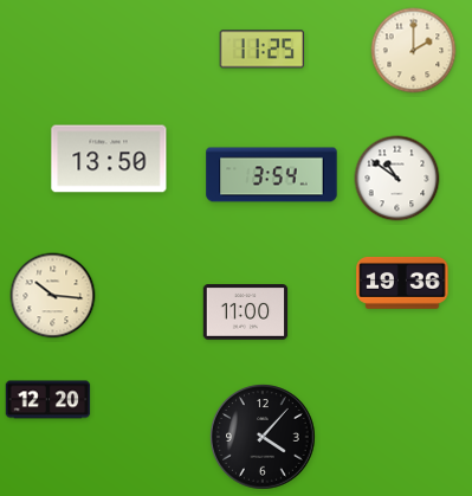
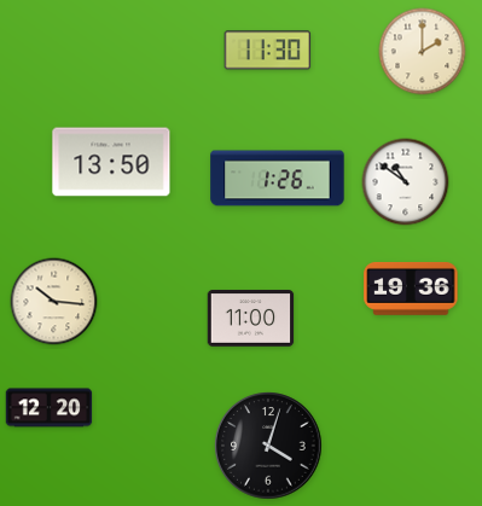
clock at (263, 50): 11:25 -> 11:30
clock at (272, 175): 3:54 -> 1:26
clock at (263, 437): 4:07 -> 4:03
